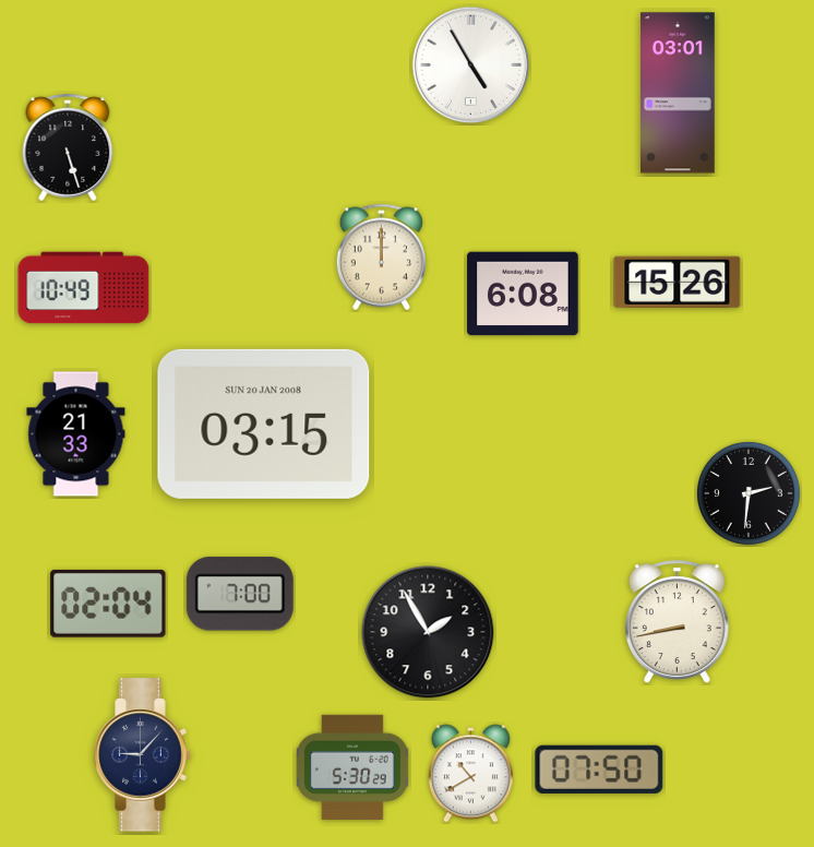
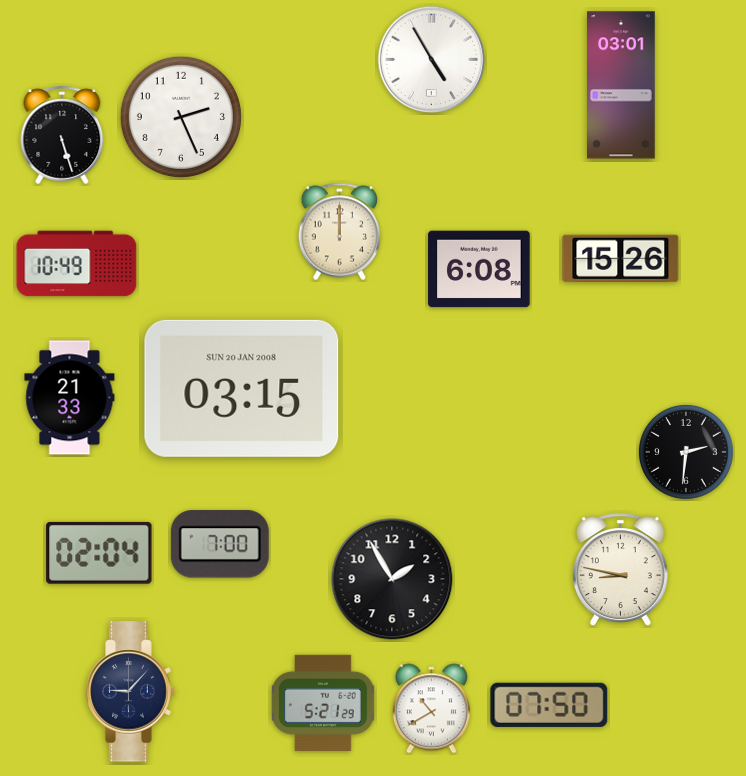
clock at (181, 117): none -> 2:26
clock at (382, 258) position: (382, 258) -> (340, 232)
clock at (677, 622): 8:43 -> 8:47
clock at (352, 767): 5:30 -> 5:21
